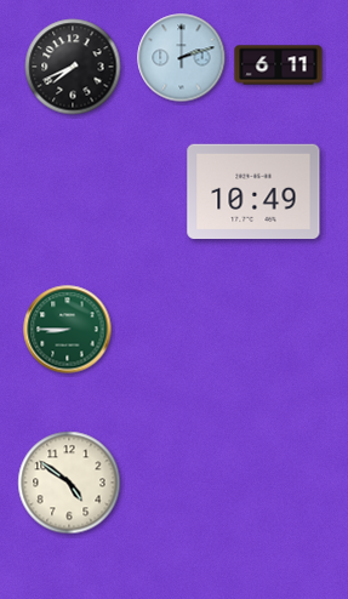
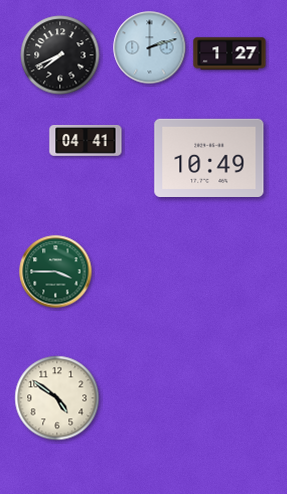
clock at (279, 65): 6:11 -> 1:27
clock at (86, 140): none -> 04:41
clock at (68, 330): 8:45 -> 3:45
